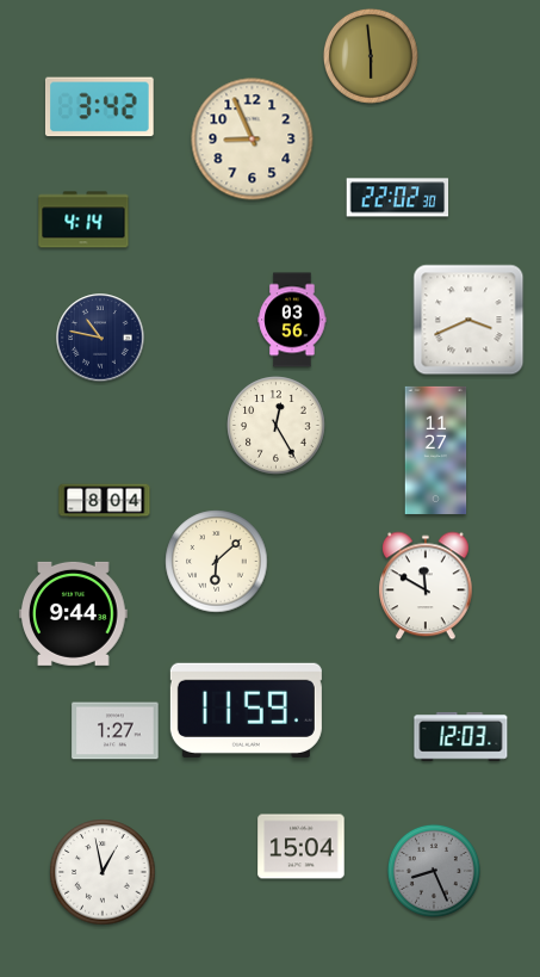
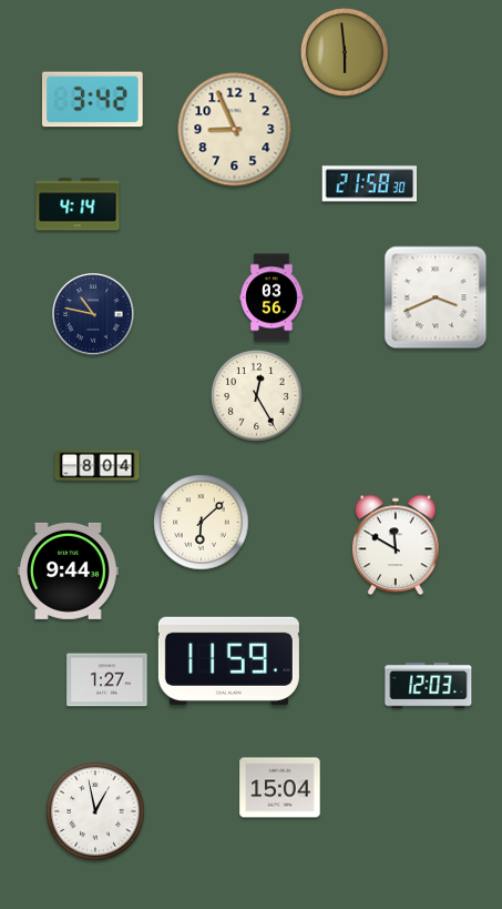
clock at (398, 198): 22:02 -> 21:58
clock at (436, 450): 11:27 -> none
clock at (434, 871): 8:26 -> none
